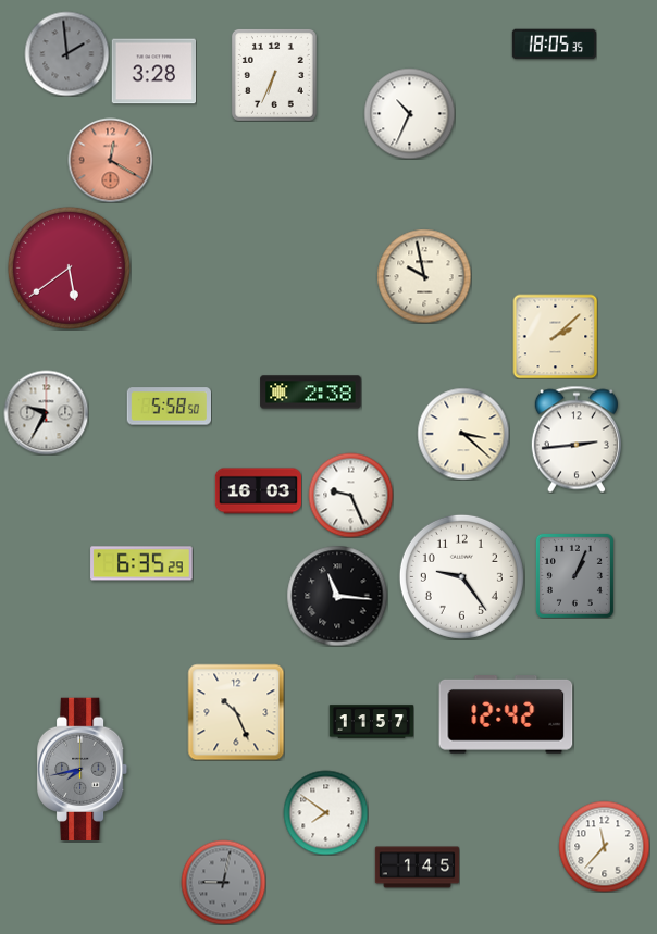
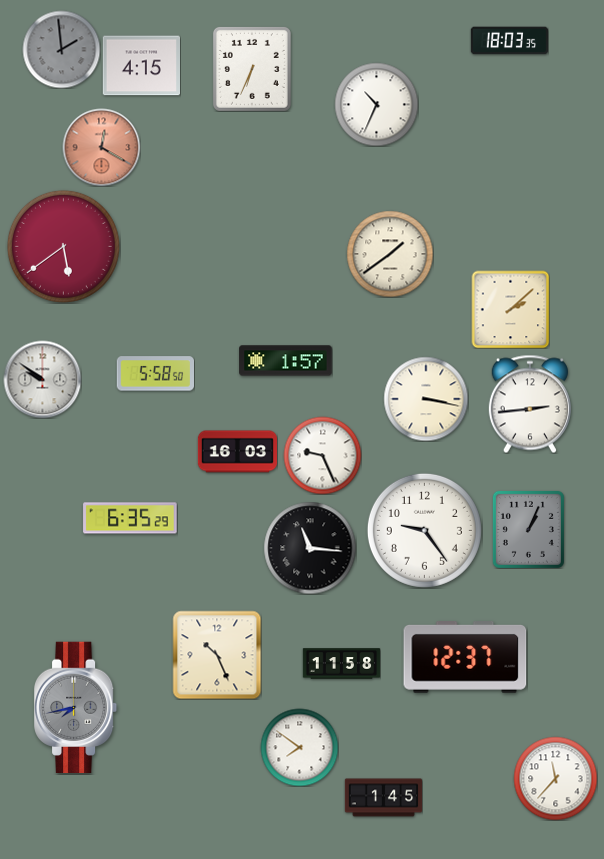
clock at (554, 45): 18:05 -> 18:03
clock at (153, 72): 3:28 -> 4:15
clock at (424, 276): 9:58 -> 1:39
clock at (311, 393): 2:38 -> 1:57
clock at (46, 412): 9:35 -> 9:51
clock at (463, 434): 3:22 -> 3:17
clock at (506, 715): 12:42 -> 12:37
clock at (371, 722): 11:57 -> 11:58
clock at (223, 882): 9:02 -> none
